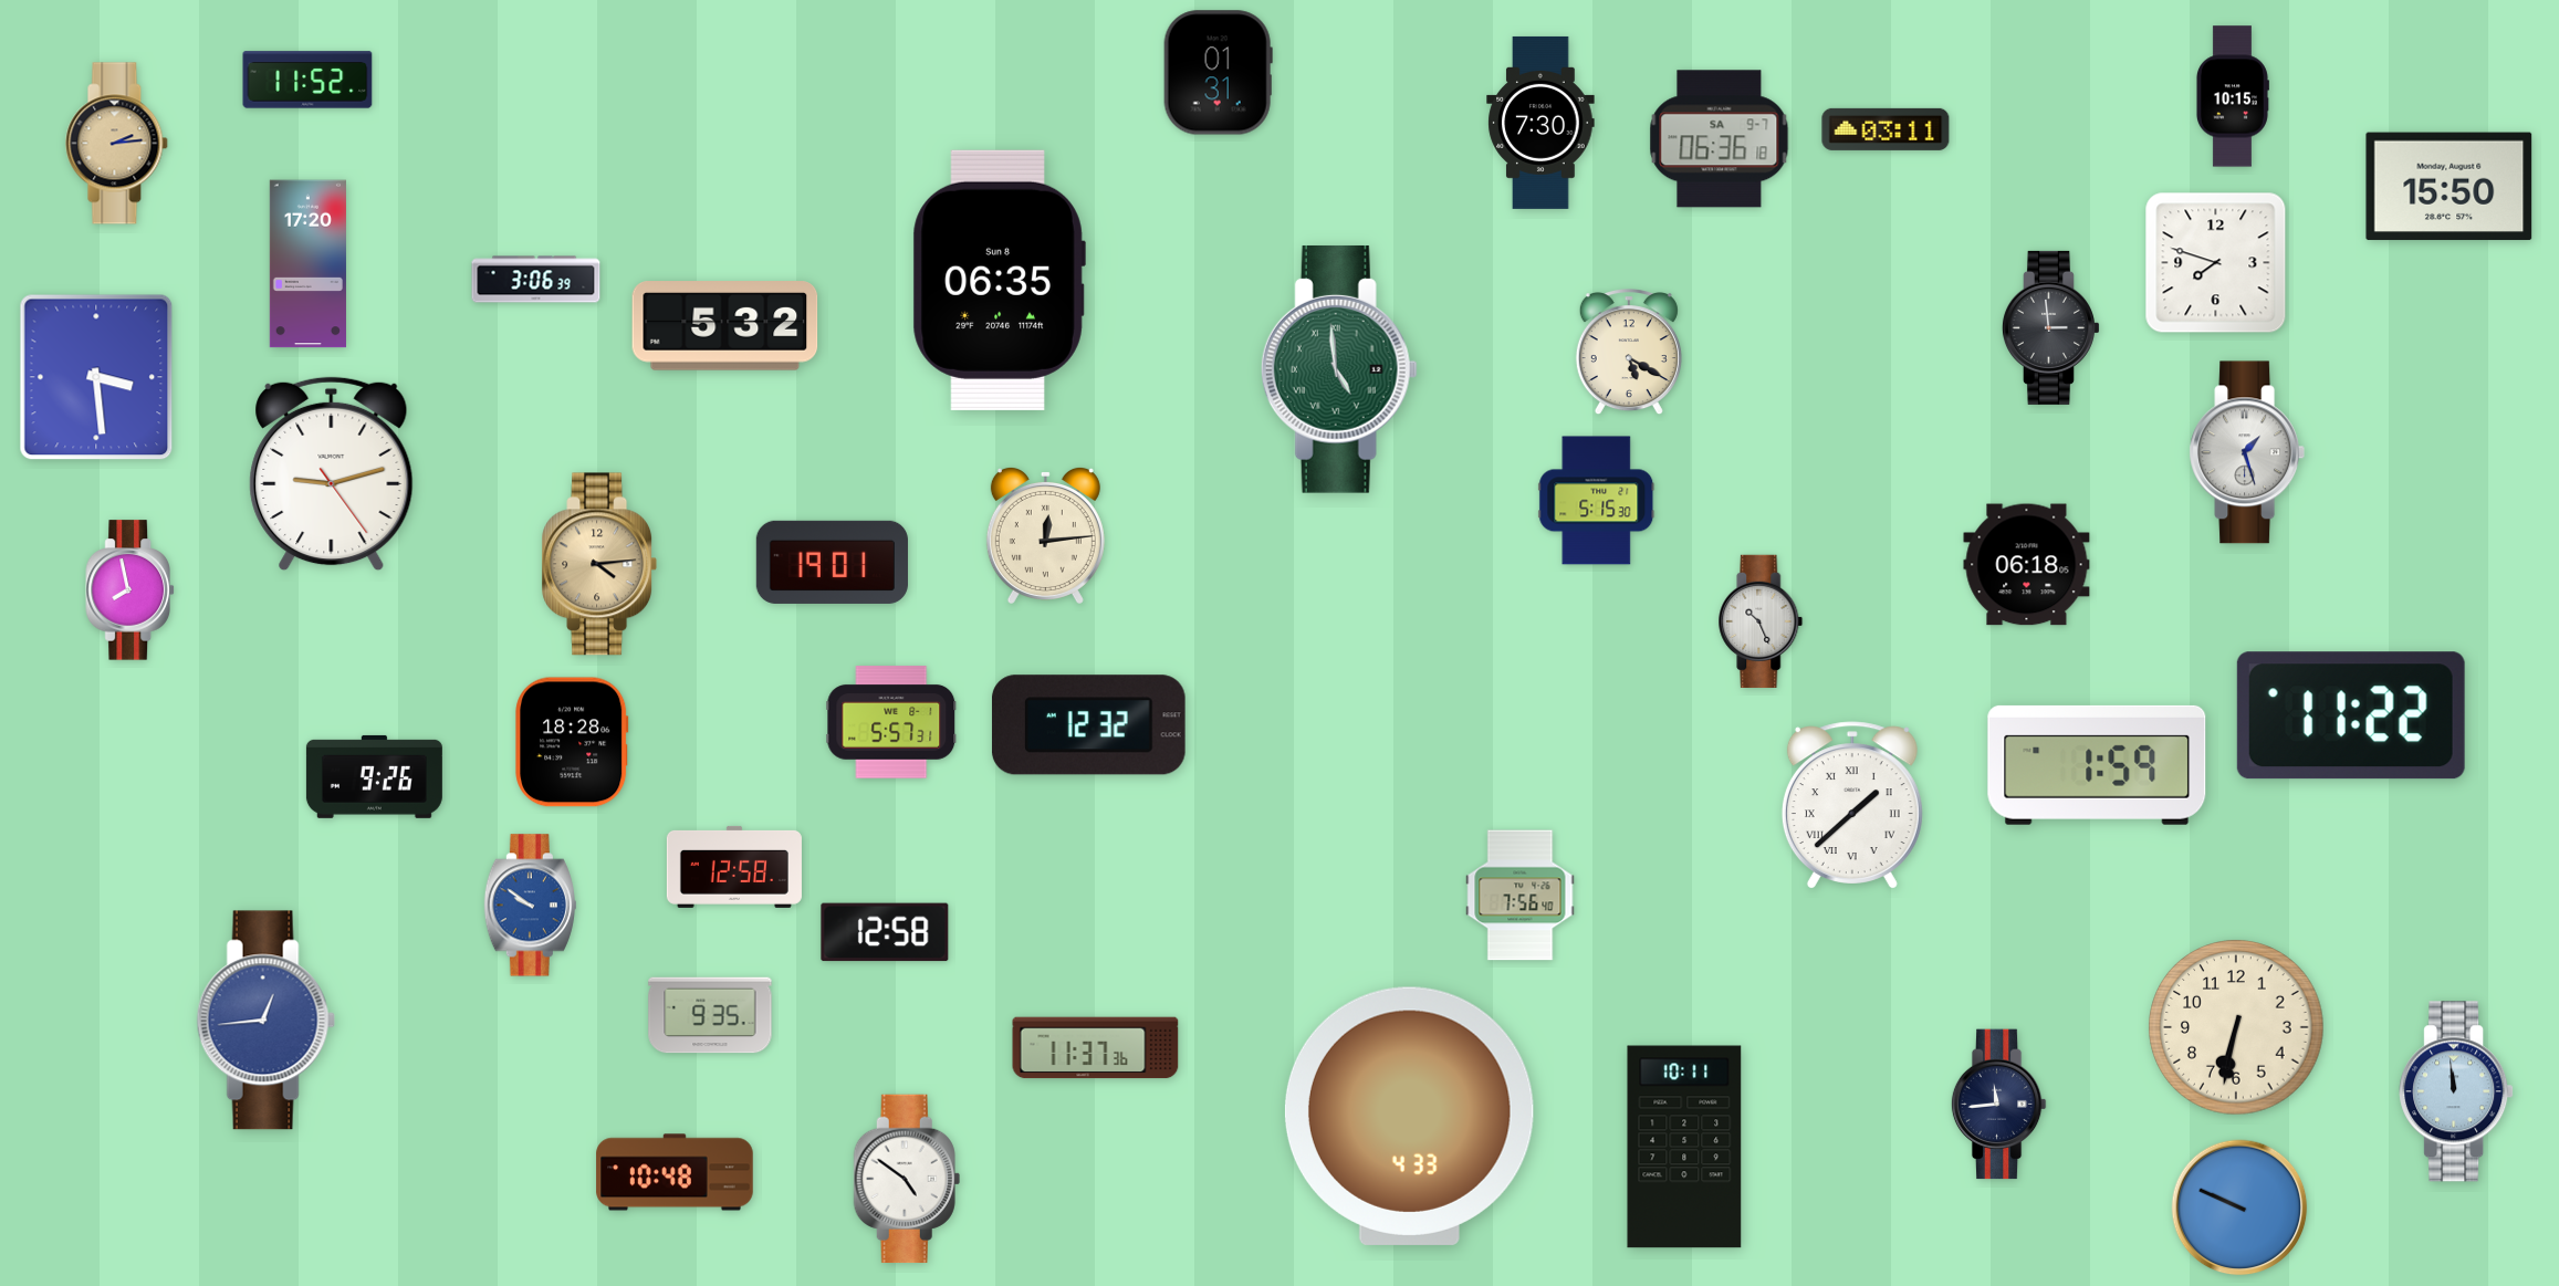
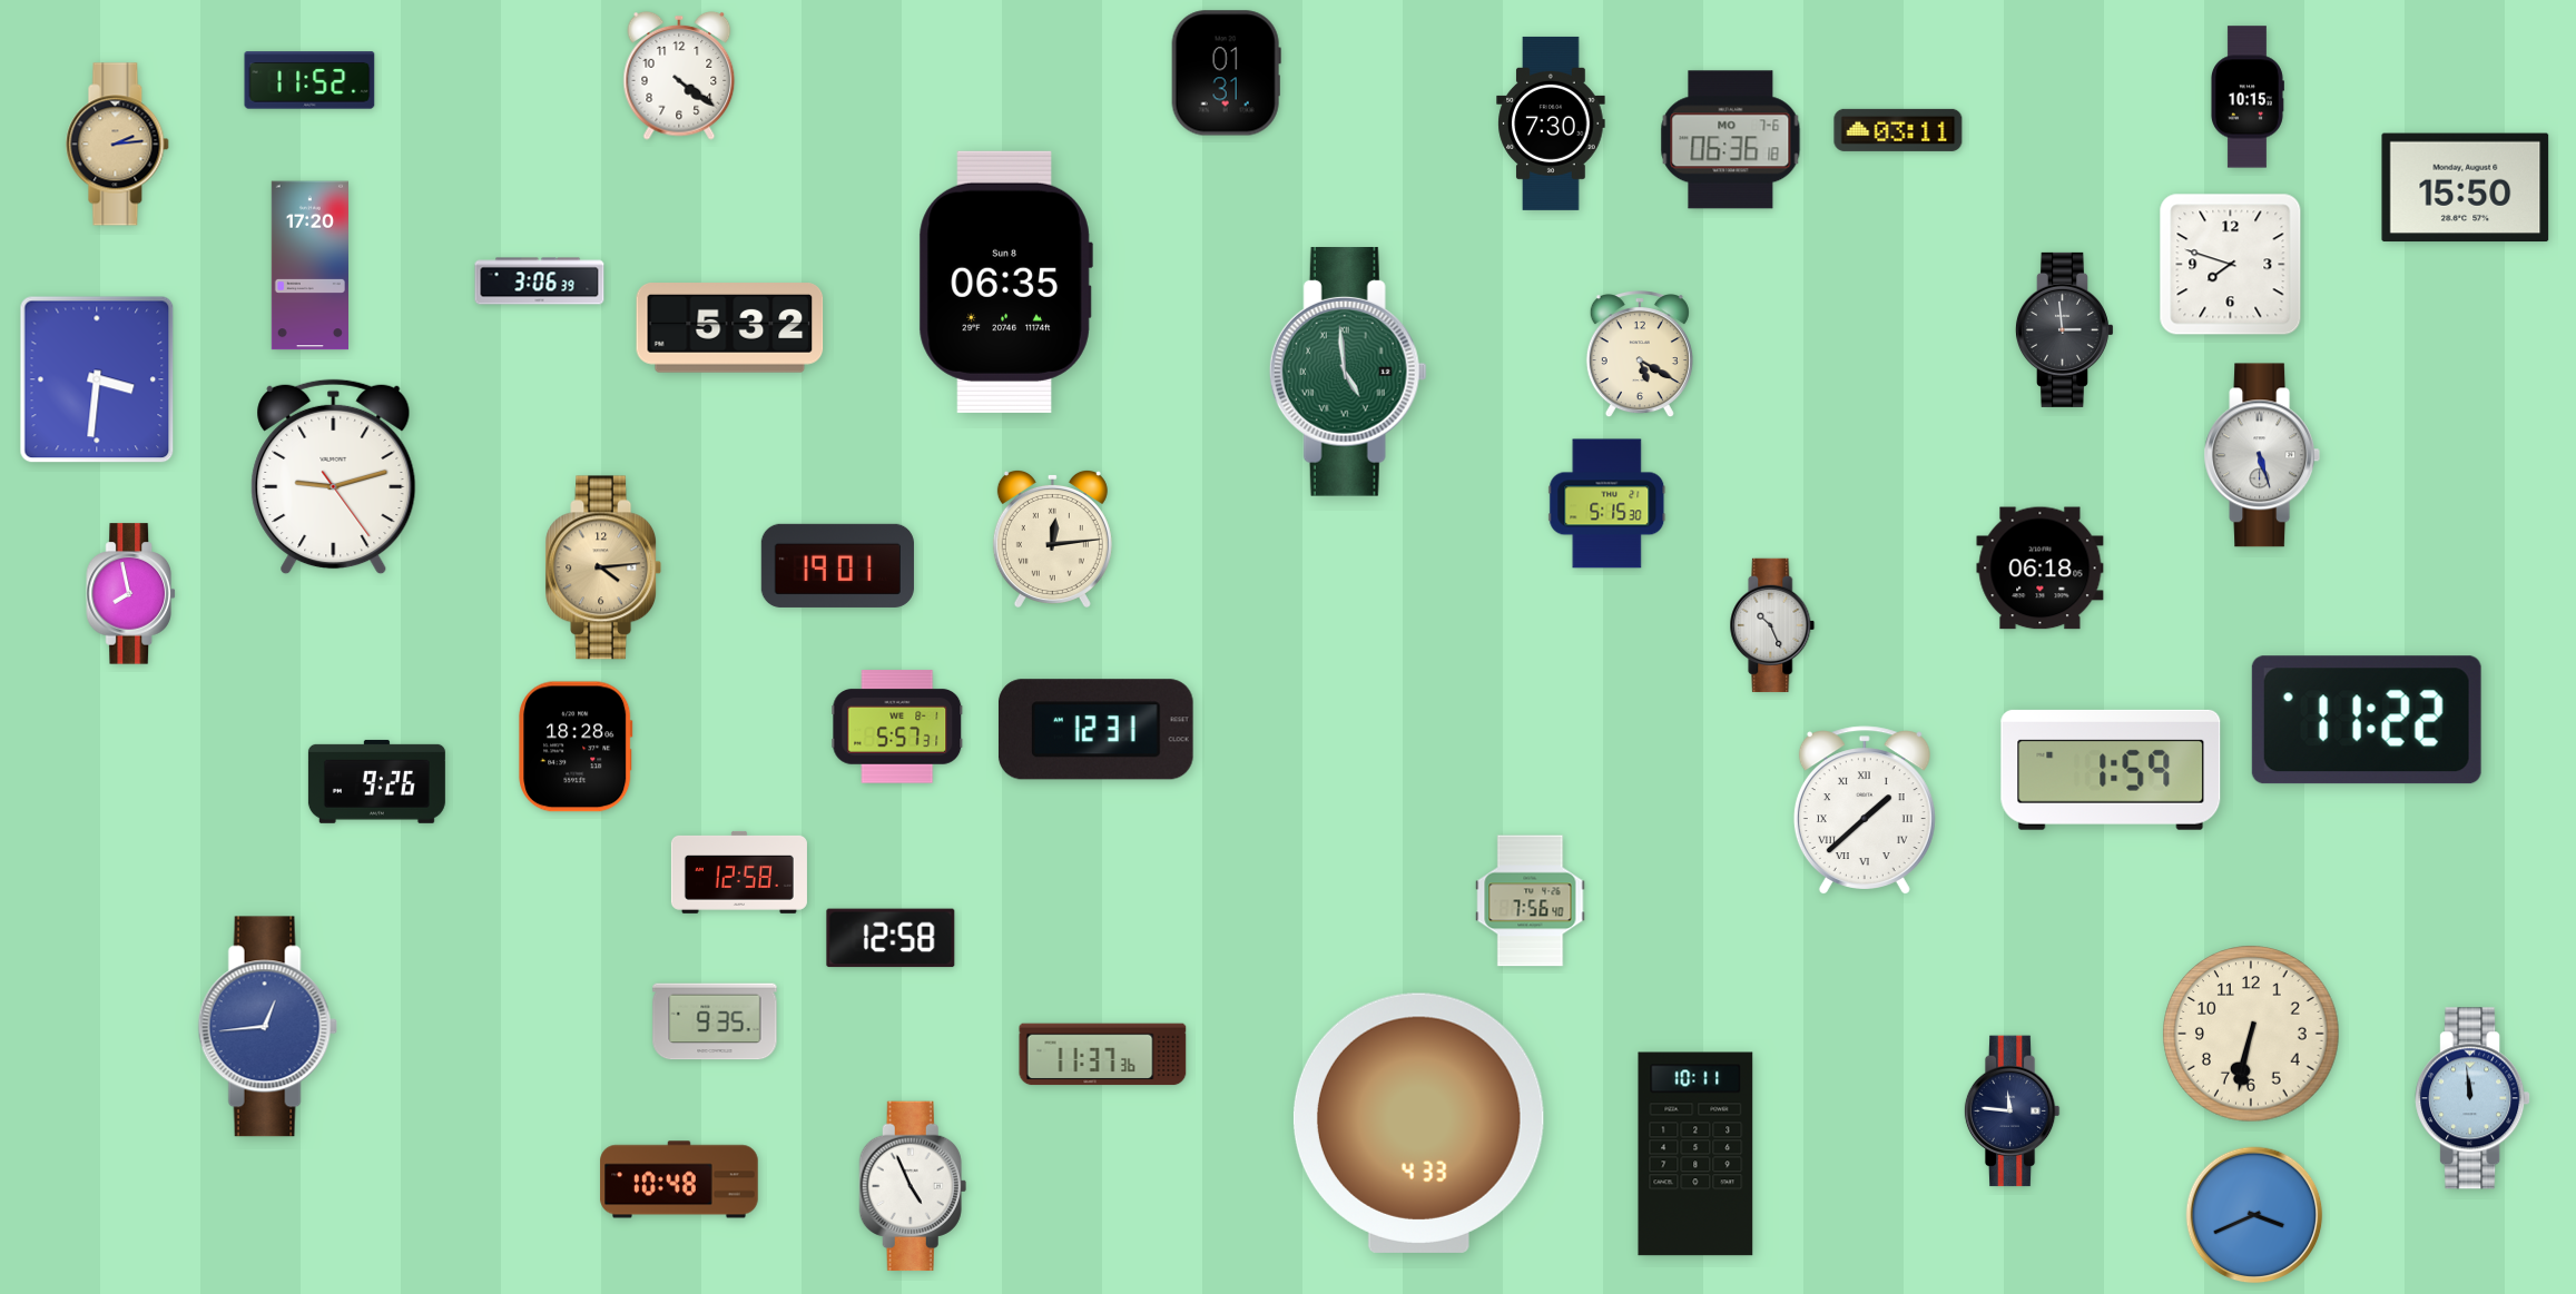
clock at (679, 76): none -> 4:21
clock at (1720, 139) date: SA 9-7 -> MO 7-6
clock at (96, 377): 3:29 -> 3:31
clock at (2247, 452): 1:27 -> 5:27
clock at (1088, 725): 12:32 -> 12:31
clock at (530, 906): 9:51 -> none
clock at (1998, 1105): 11:44 -> 11:46
clock at (907, 1179): 4:51 -> 4:56
clock at (2239, 1207): 9:49 -> 3:41
